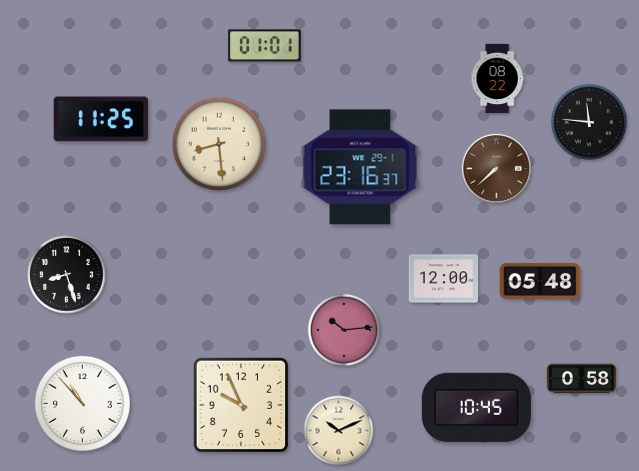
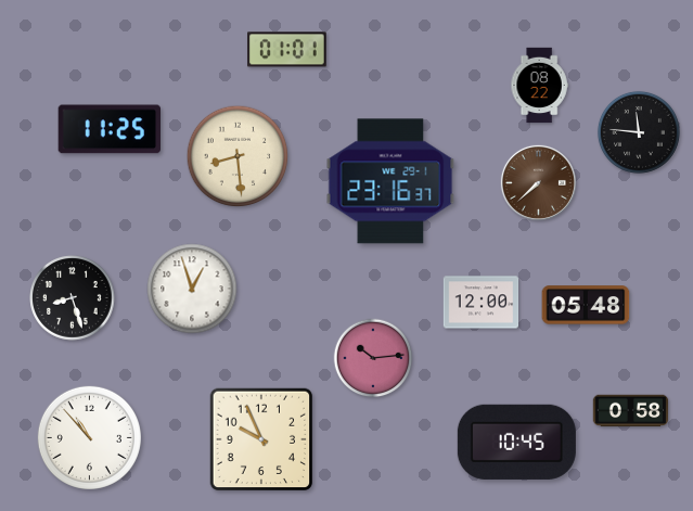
clock at (192, 289): none -> 12:57
clock at (339, 431): 10:11 -> none
